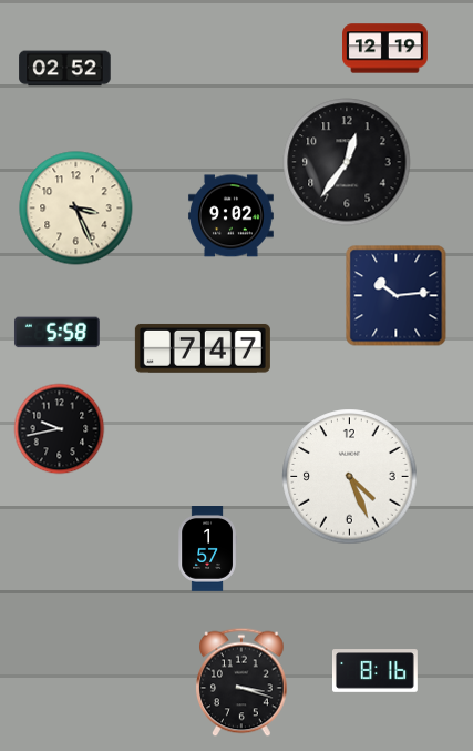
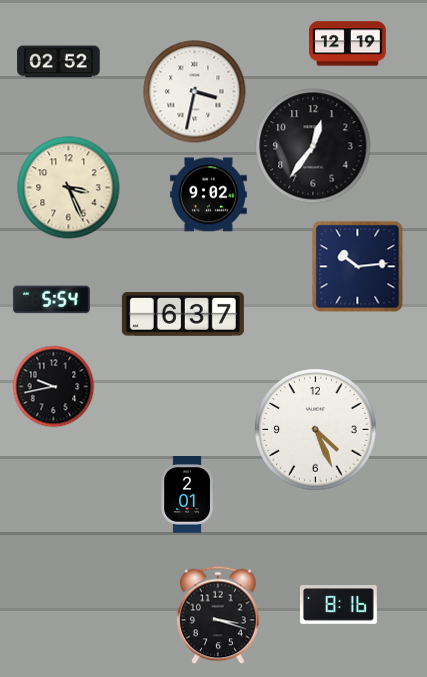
clock at (195, 92): none -> 3:32
clock at (56, 333): 5:58 -> 5:54
clock at (203, 348): 7:47 -> 6:37
clock at (207, 549): 1:57 -> 2:01
